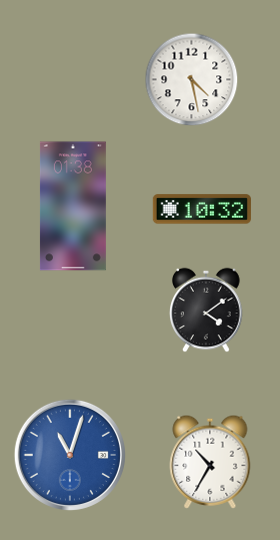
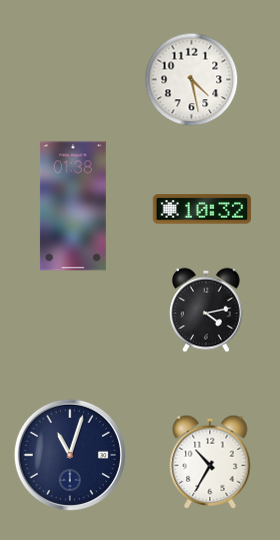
clock at (207, 310): 4:09 -> 4:13
clock at (70, 455) dial: blue -> navy
